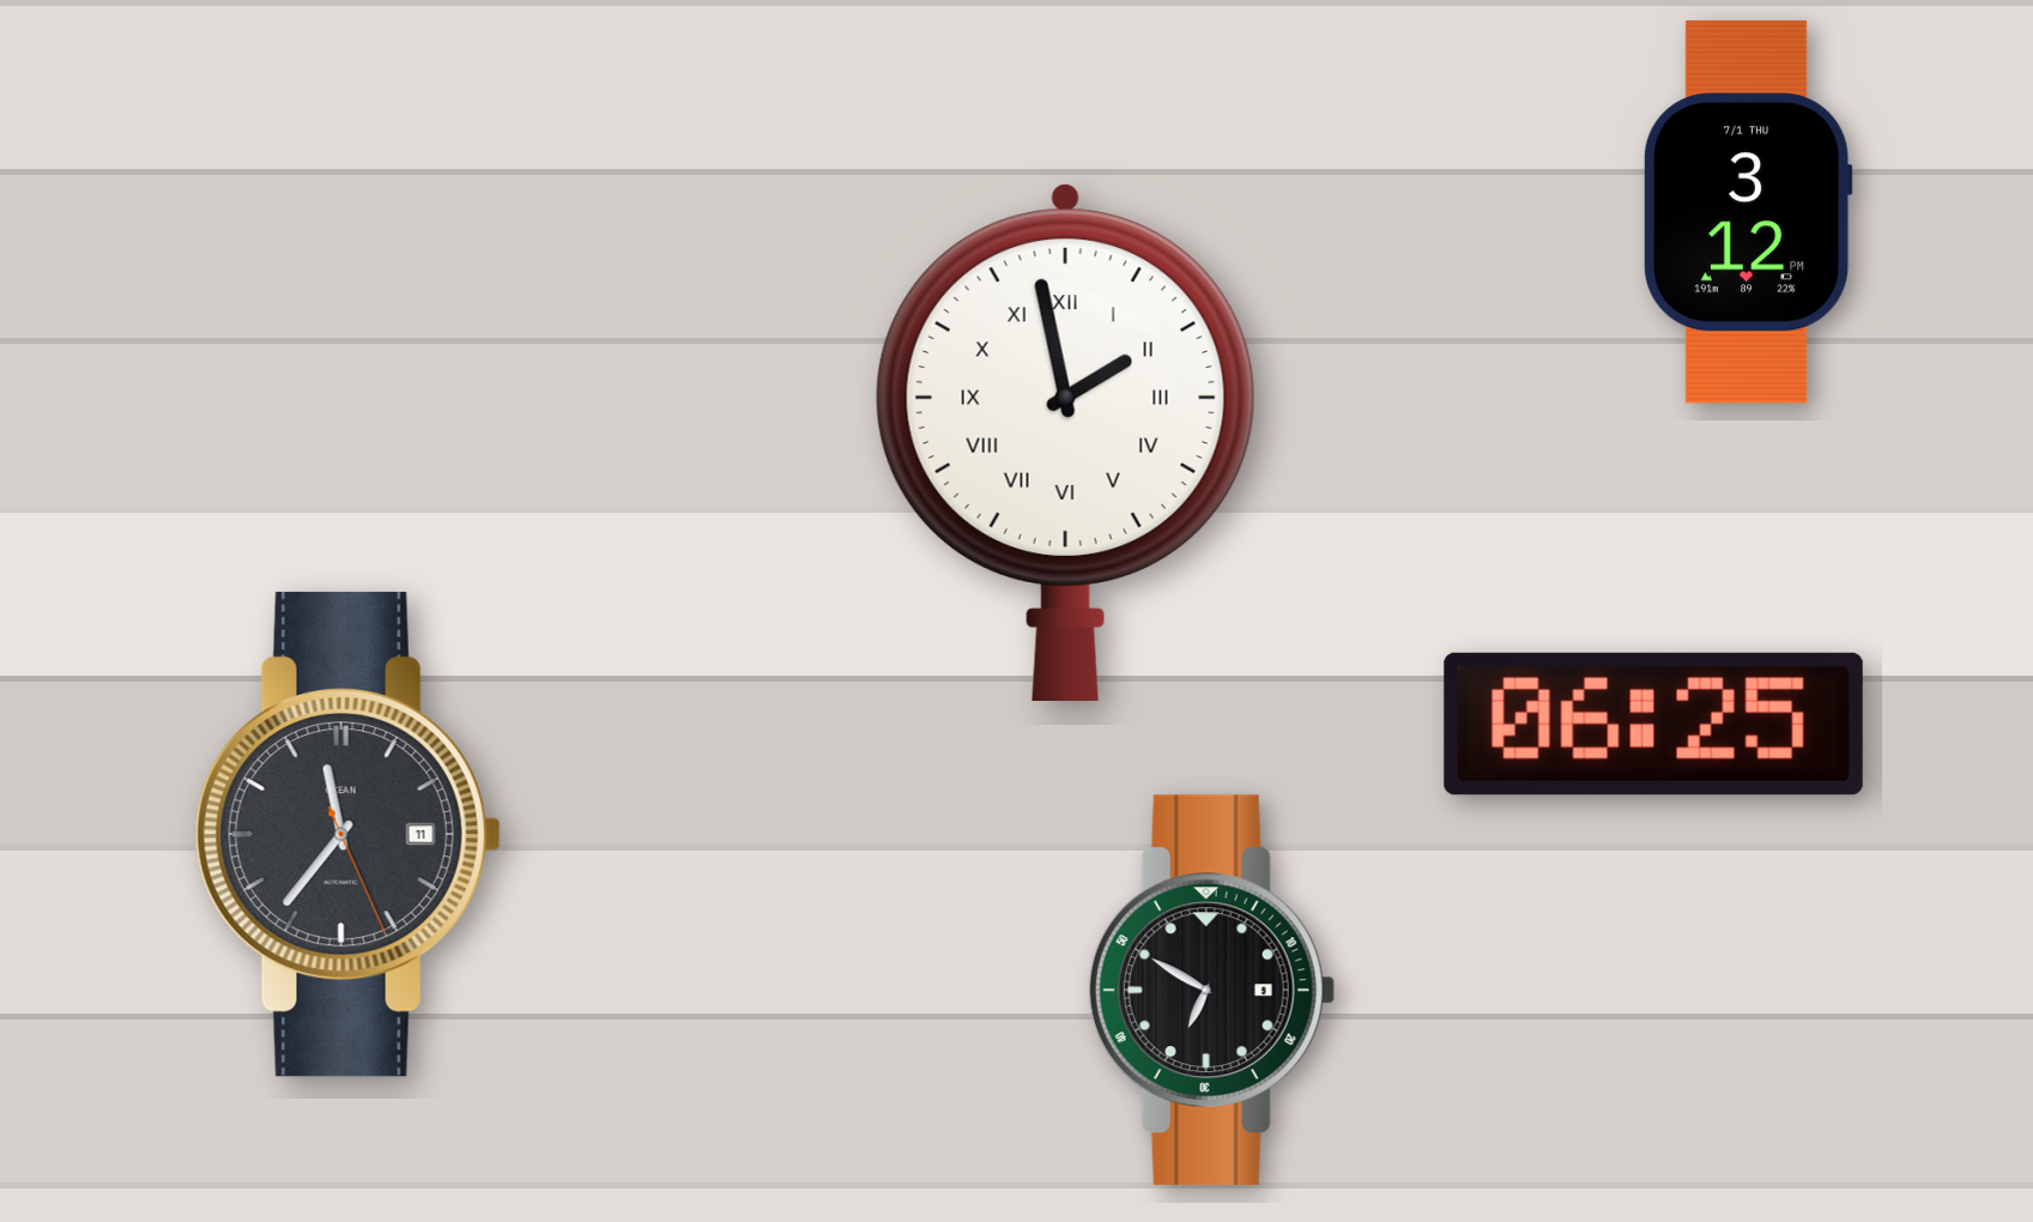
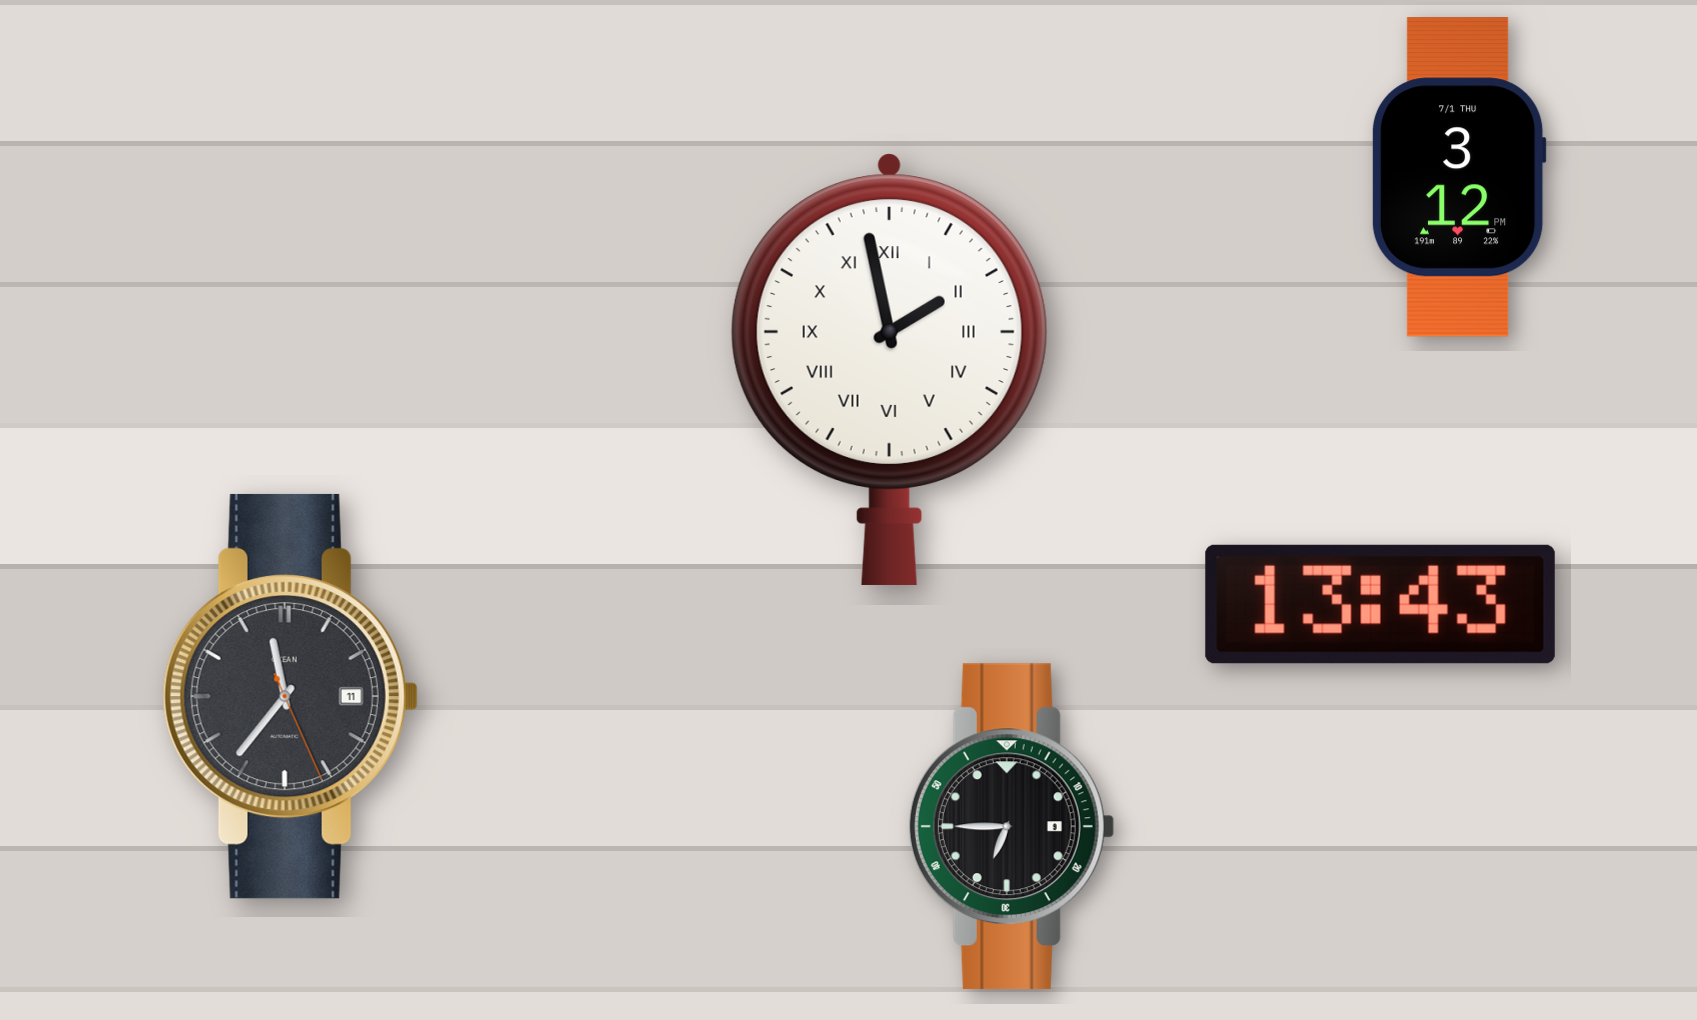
clock at (1653, 724): 06:25 -> 13:43
clock at (1211, 991): 6:50 -> 6:45
